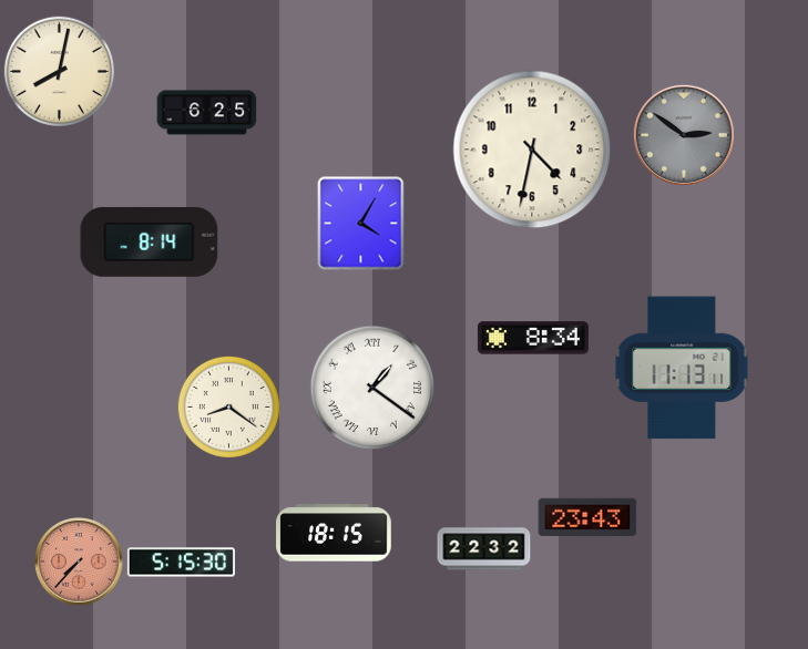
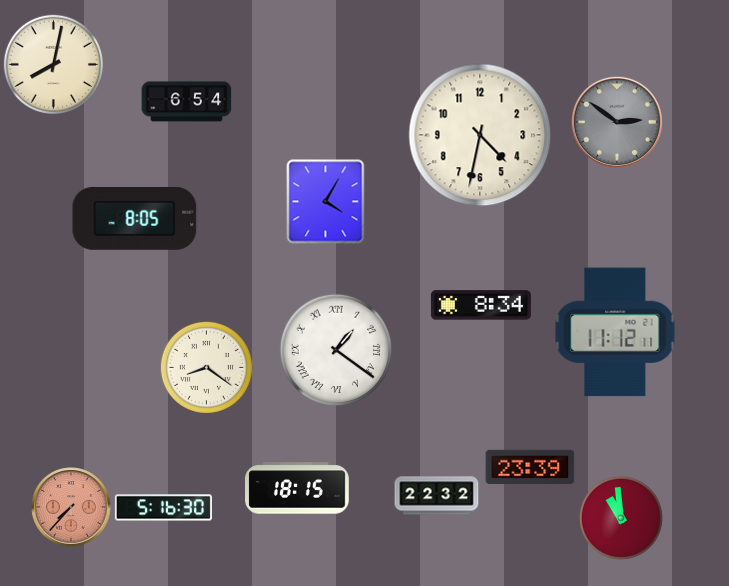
clock at (207, 113): 6:25 -> 6:54
clock at (150, 241): 8:14 -> 8:05
clock at (682, 368): 11:13 -> 11:12
clock at (587, 517): 23:43 -> 23:39
clock at (334, 533) position: (334, 533) -> (297, 488)
clock at (181, 563): 5:15 -> 5:16
clock at (621, 518): none -> 10:59
